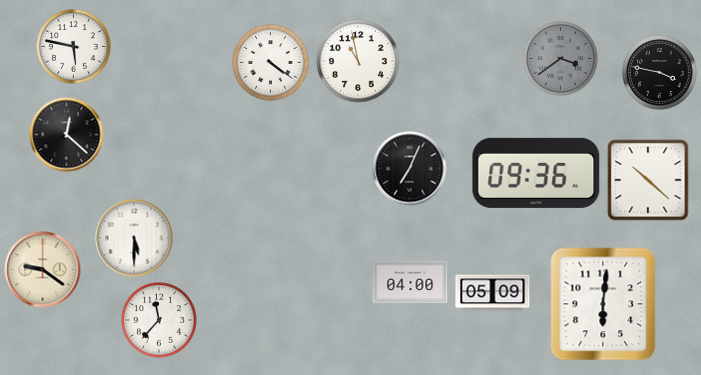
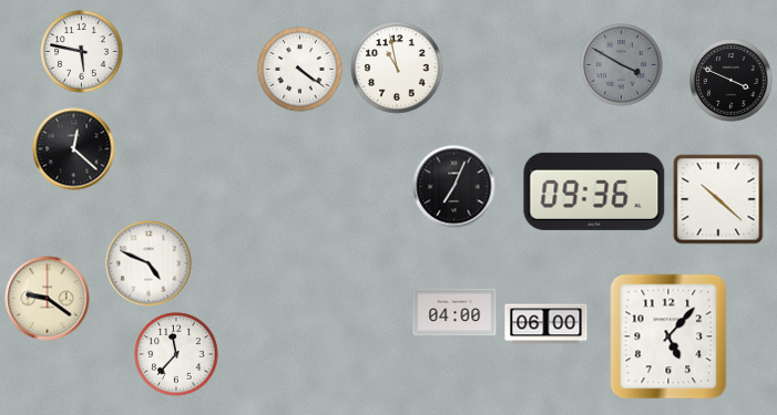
clock at (561, 59): 3:39 -> 3:50
clock at (660, 73): 3:47 -> 3:49
clock at (134, 238): 5:30 -> 4:49
clock at (493, 293): 05:09 -> 06:00
clock at (603, 304): 6:01 -> 5:07
